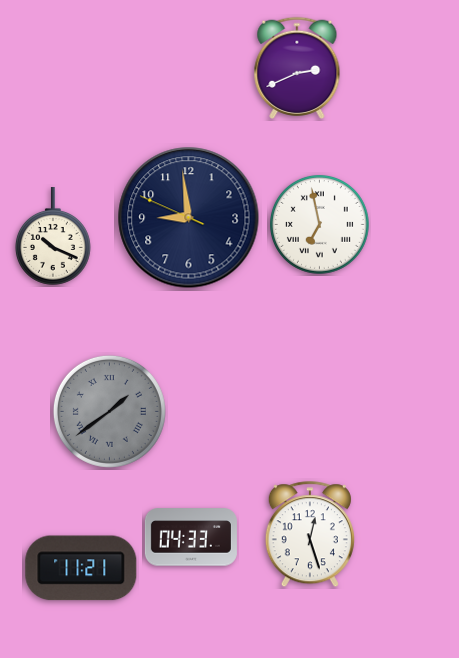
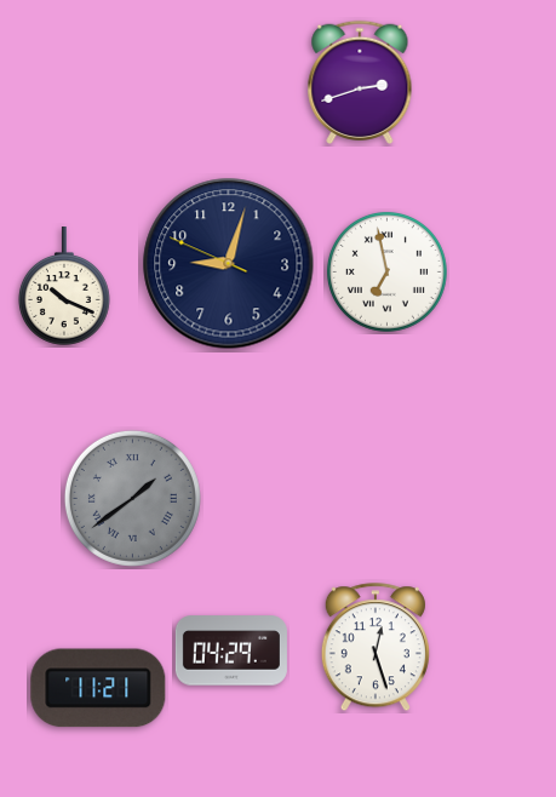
clock at (297, 67): 2:41 -> 2:42
clock at (189, 218): 8:58 -> 9:02
clock at (191, 537): 04:33 -> 04:29
